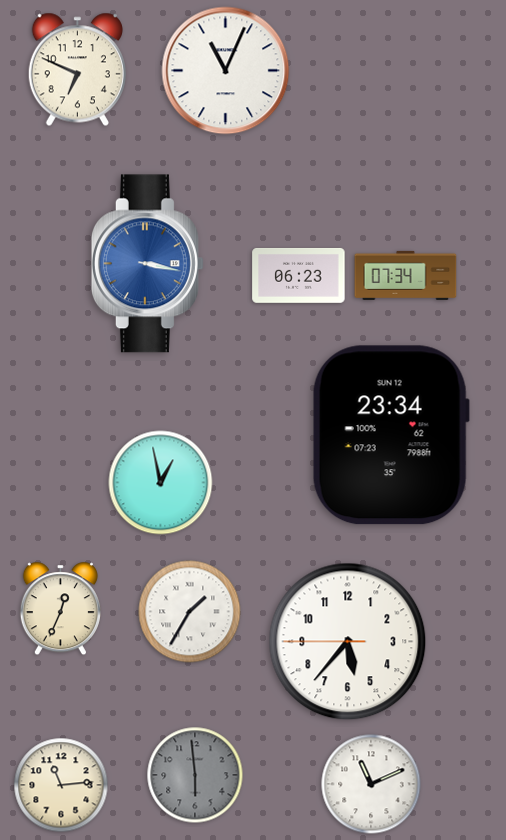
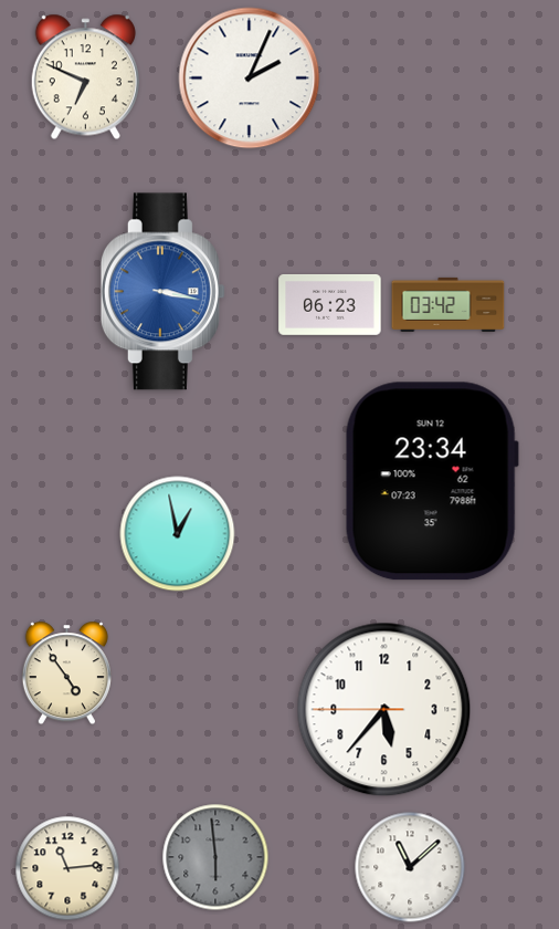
clock at (226, 71): 11:04 -> 2:04
clock at (406, 275): 07:34 -> 03:42
clock at (60, 609): 12:34 -> 4:54
clock at (190, 612): 1:35 -> none
clock at (371, 784): 11:11 -> 11:08
